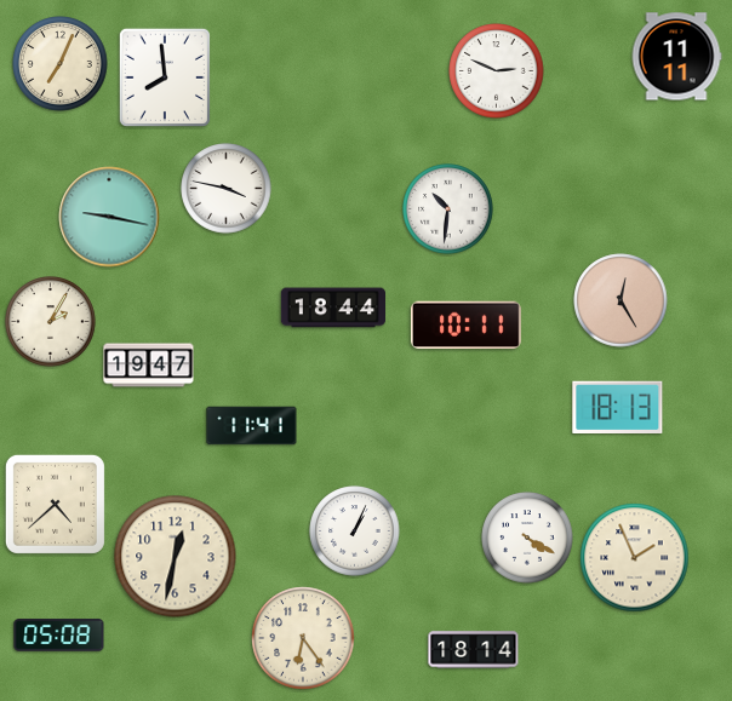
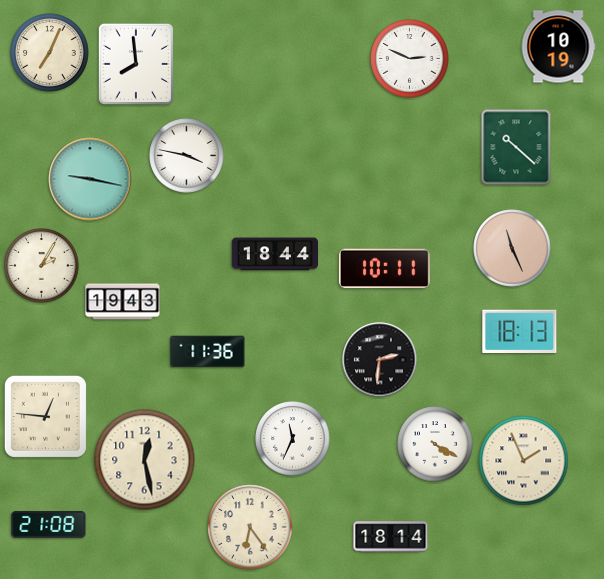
clock at (676, 57): 11:11 -> 10:19
clock at (516, 147): none -> 10:22
clock at (448, 209): 10:31 -> none
clock at (621, 300): 12:25 -> 11:26
clock at (149, 366): 19:47 -> 19:43
clock at (618, 407) position: (618, 407) -> (520, 331)
clock at (252, 426): 11:41 -> 11:36
clock at (380, 360): none -> 2:31
clock at (55, 504): 4:38 -> 12:46
clock at (355, 532): 1:04 -> 11:34
clock at (176, 557): 12:32 -> 12:28
clock at (59, 636): 05:08 -> 21:08
